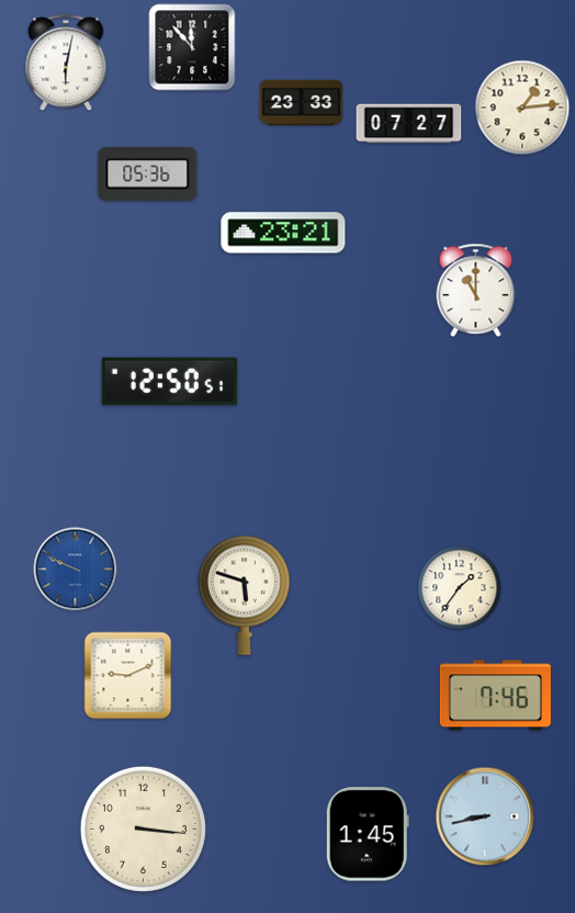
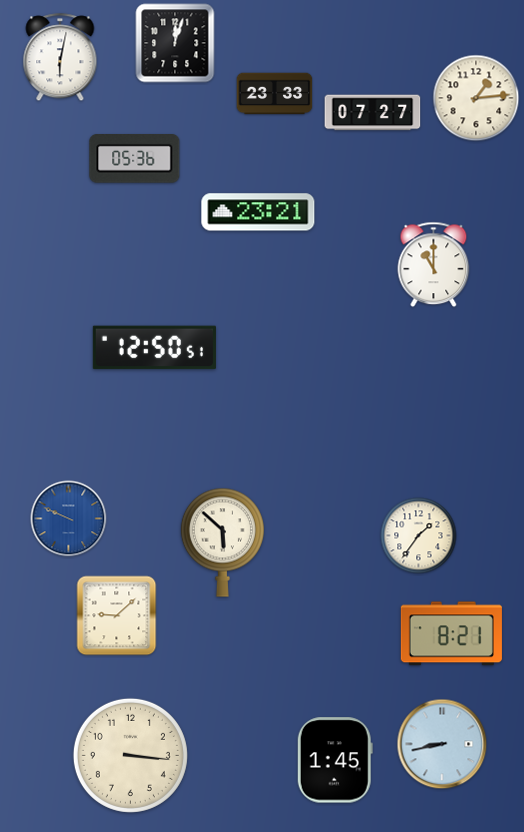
clock at (192, 47): 11:53 -> 12:03
clock at (244, 595): 5:48 -> 5:52
clock at (128, 676): 9:11 -> 9:08
clock at (495, 696): 7:46 -> 8:21
